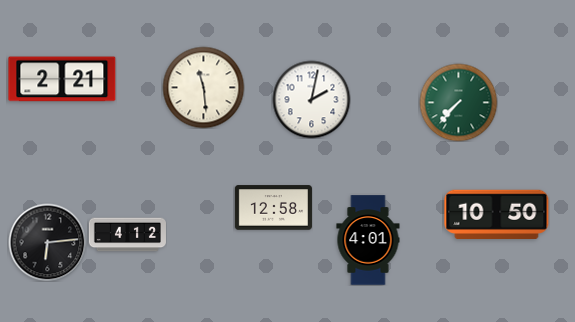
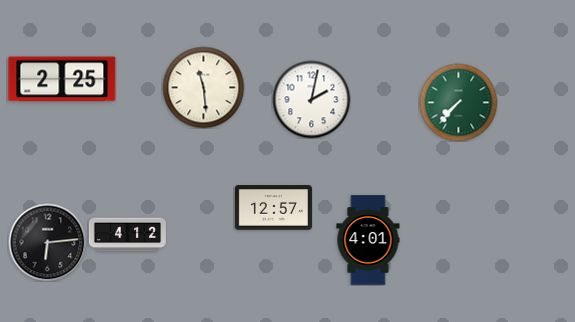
clock at (62, 79): 2:21 -> 2:25
clock at (273, 208): 12:58 -> 12:57
clock at (497, 214): 10:50 -> none
